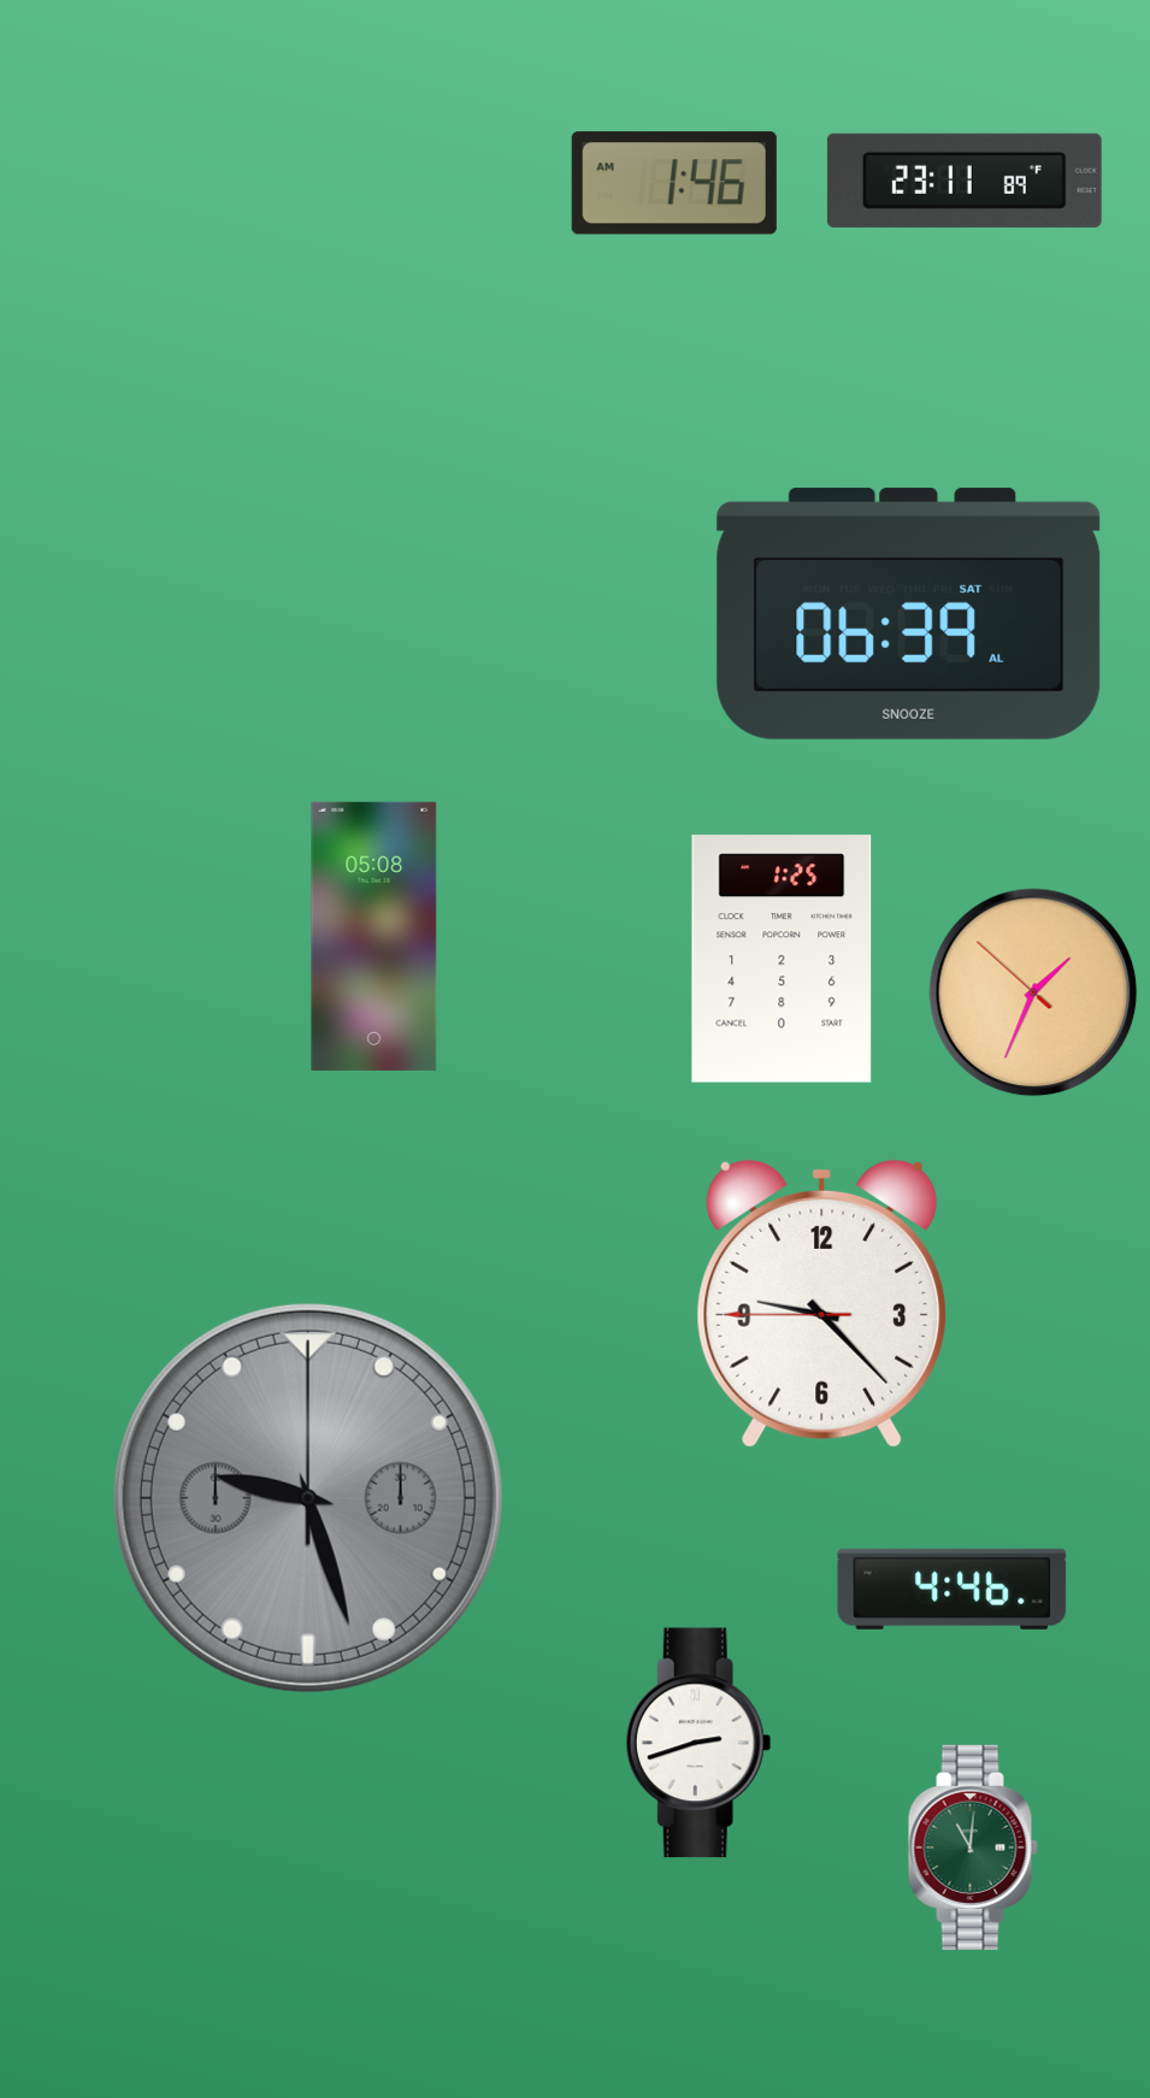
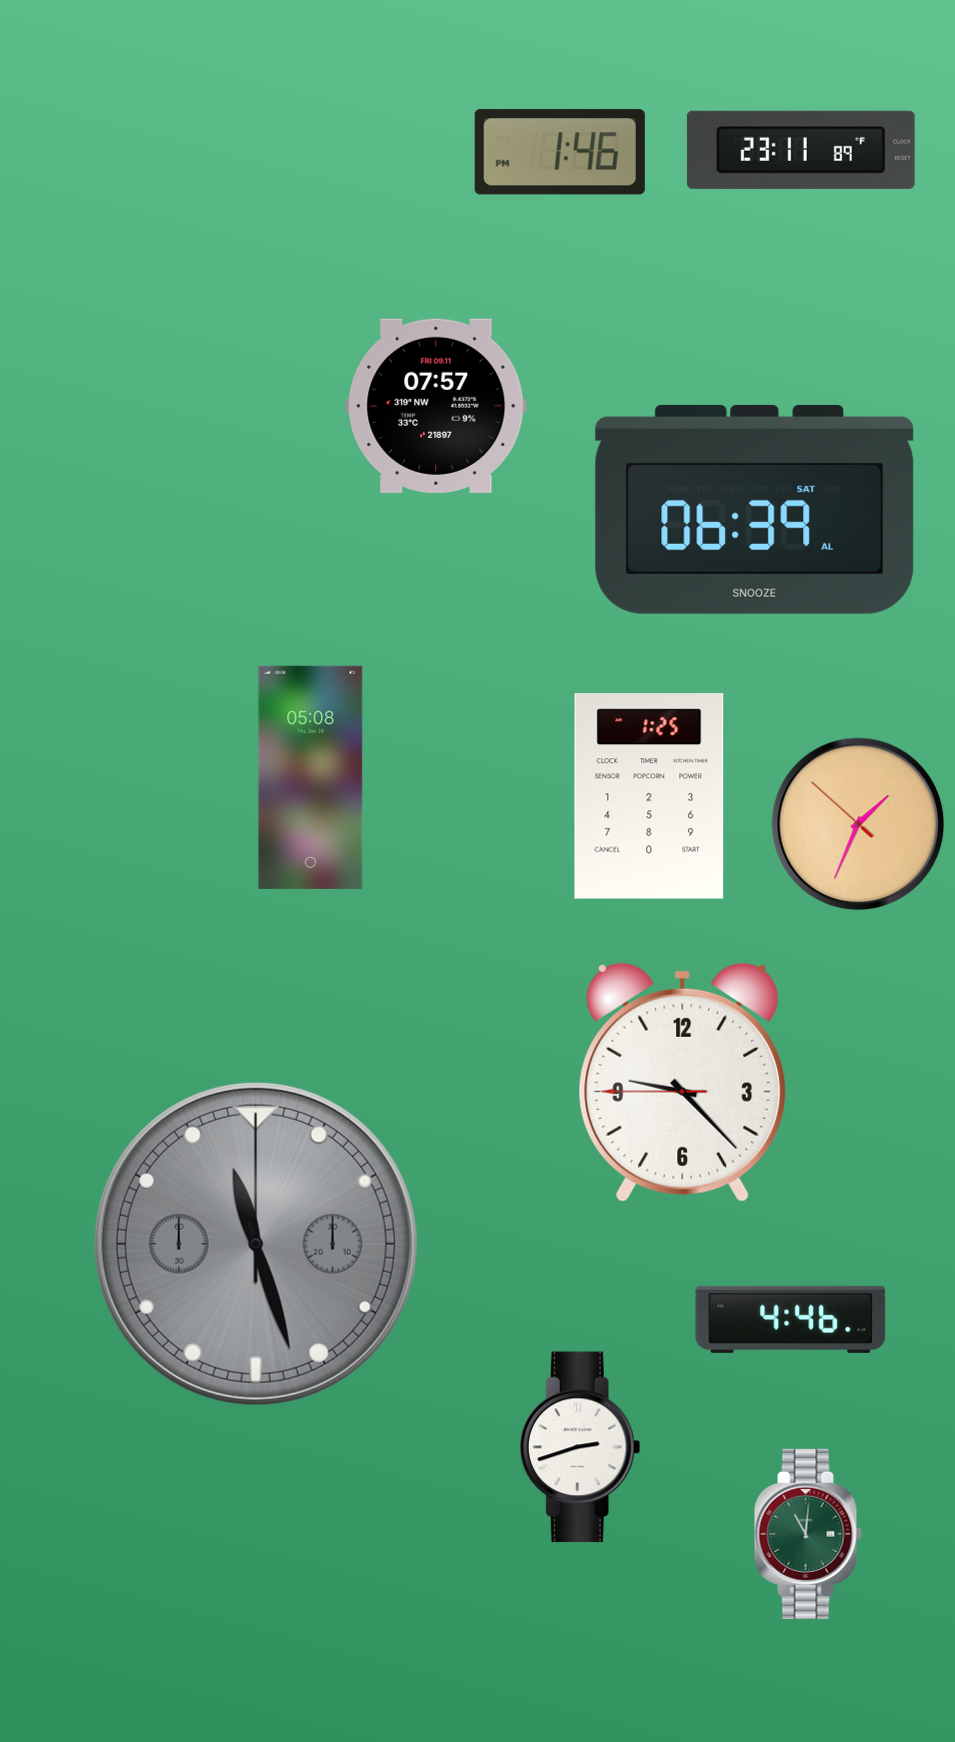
clock at (674, 183): 1:46 AM -> 1:46 PM
clock at (436, 406): none -> 07:57
clock at (308, 1498): 9:27 -> 11:27
